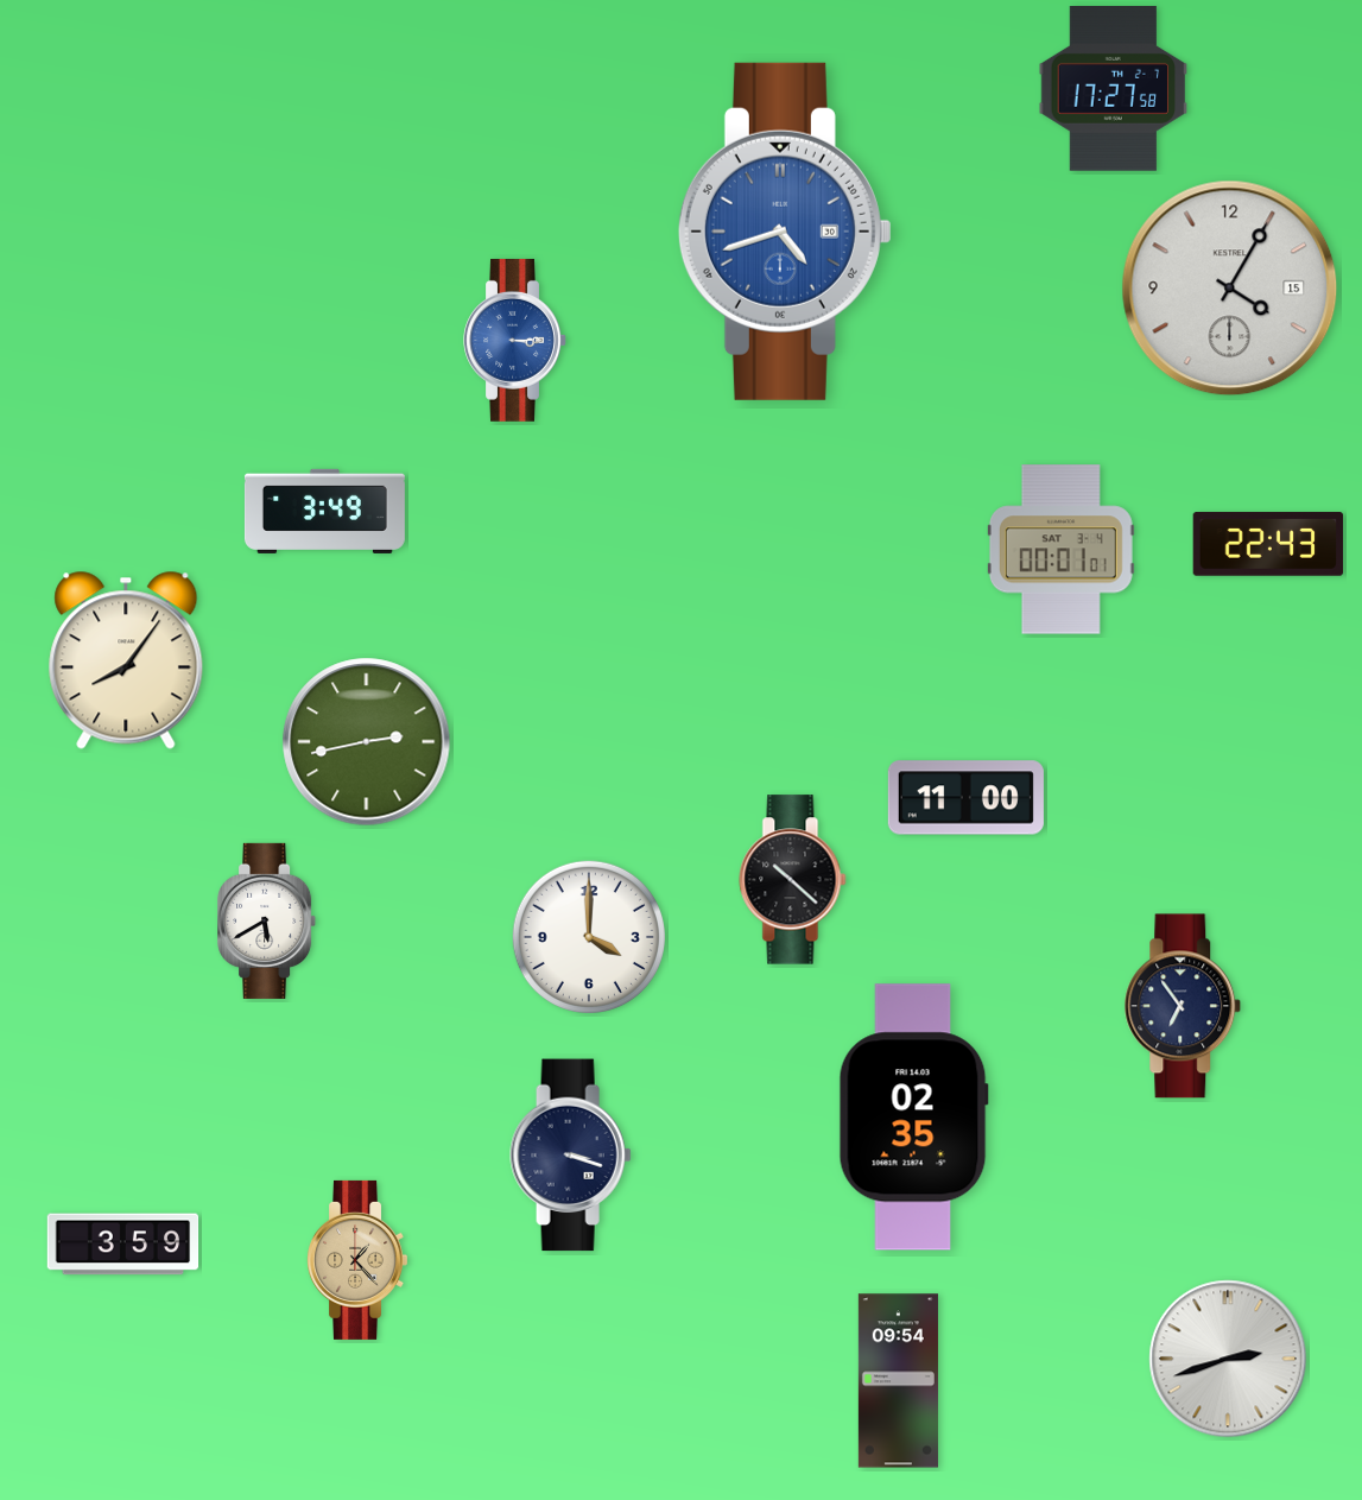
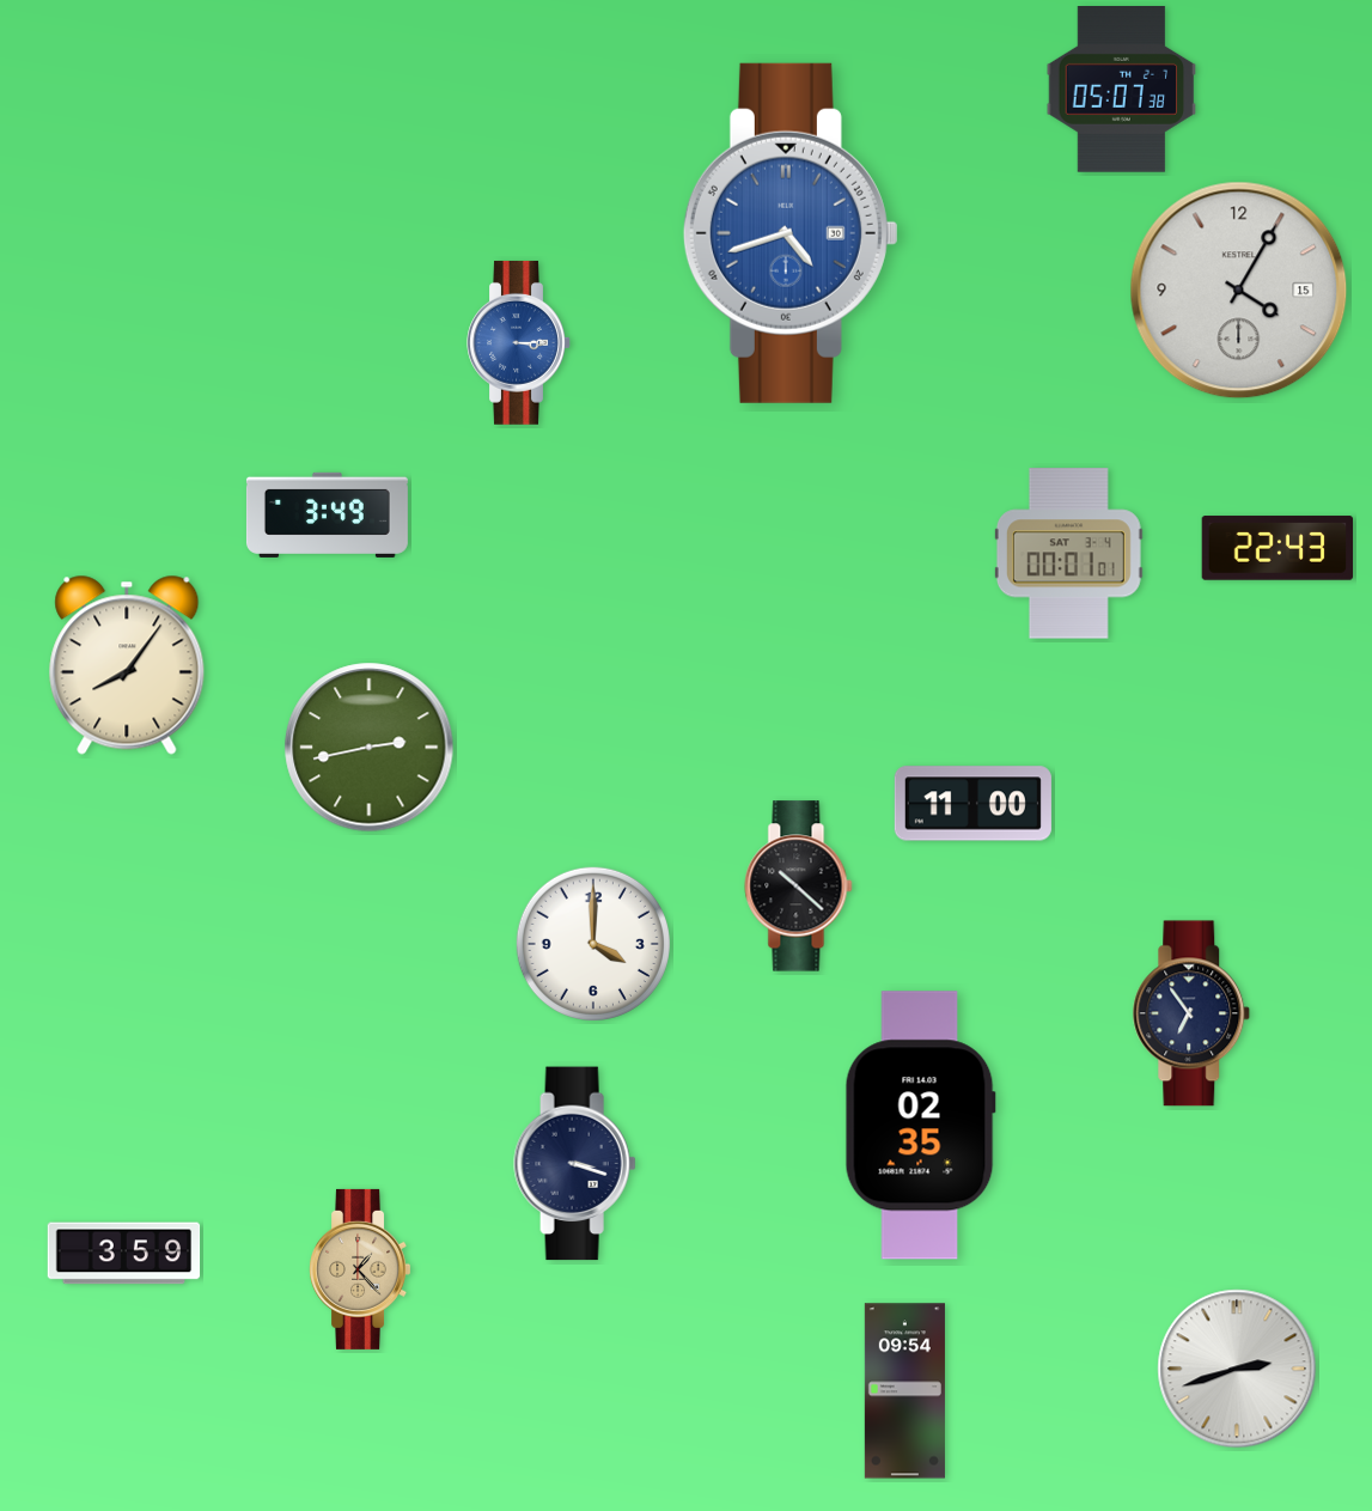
clock at (1114, 89): 17:27 -> 05:07
clock at (267, 920): 5:40 -> none
